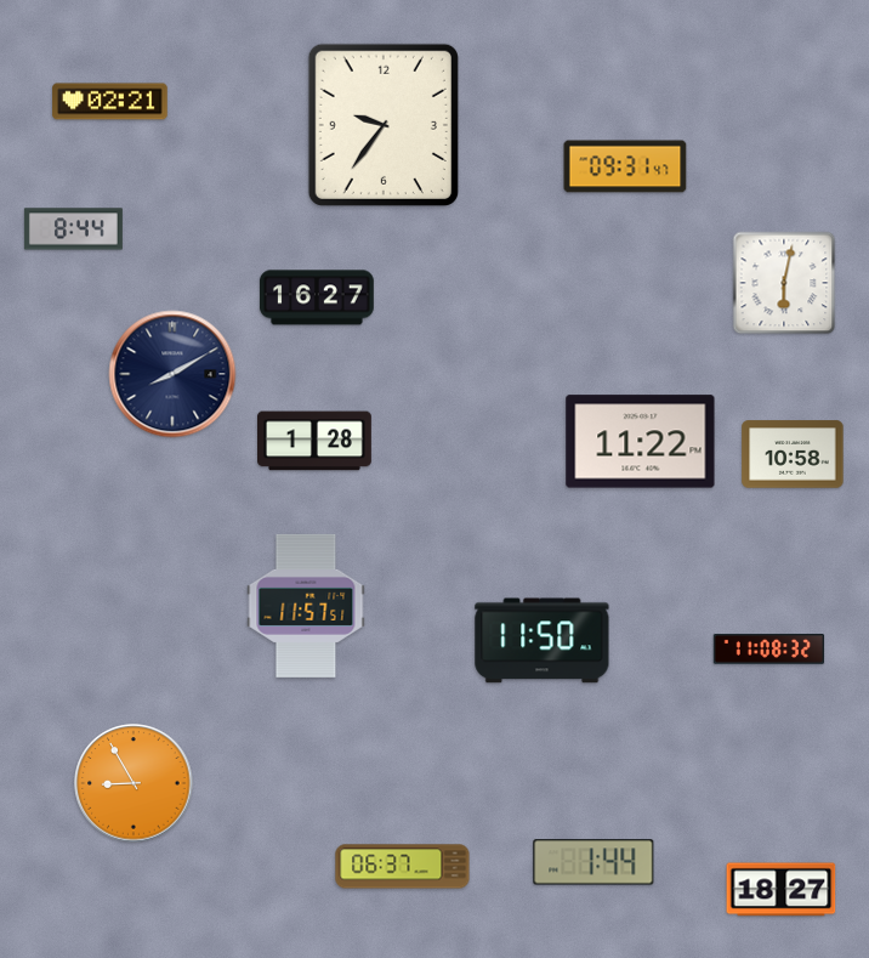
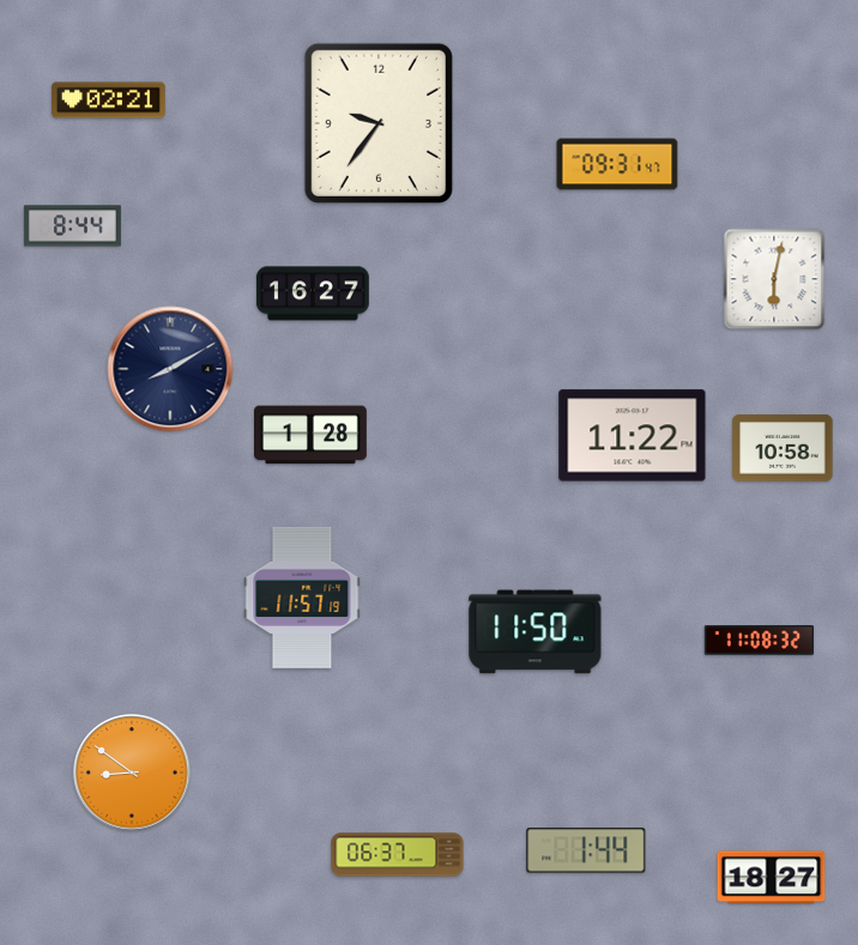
clock at (306, 606): 11:57:51 -> 11:57:19
clock at (134, 783): 8:55 -> 8:51
